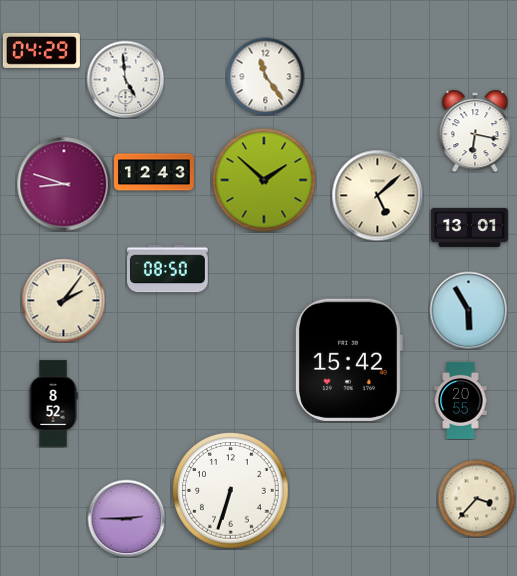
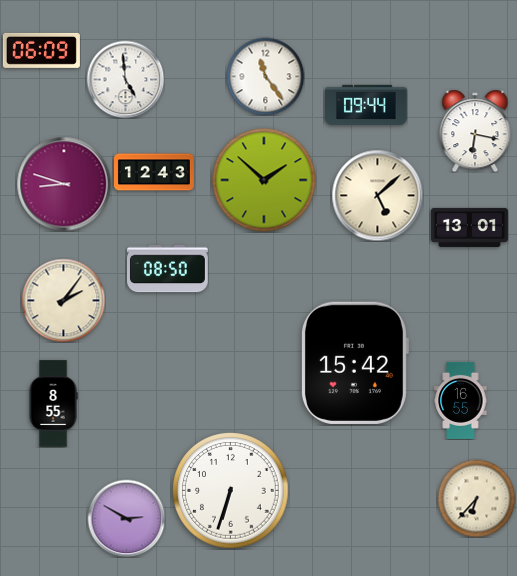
clock at (41, 50): 04:29 -> 06:09
clock at (367, 105): none -> 09:44
clock at (468, 310): 5:55 -> none
clock at (348, 360) position: (348, 360) -> (354, 363)
clock at (461, 400): 20:55 -> 16:55
clock at (53, 404): 8:52 -> 8:55
clock at (476, 498): 3:37 -> 6:37
clock at (126, 518): 2:45 -> 2:50
